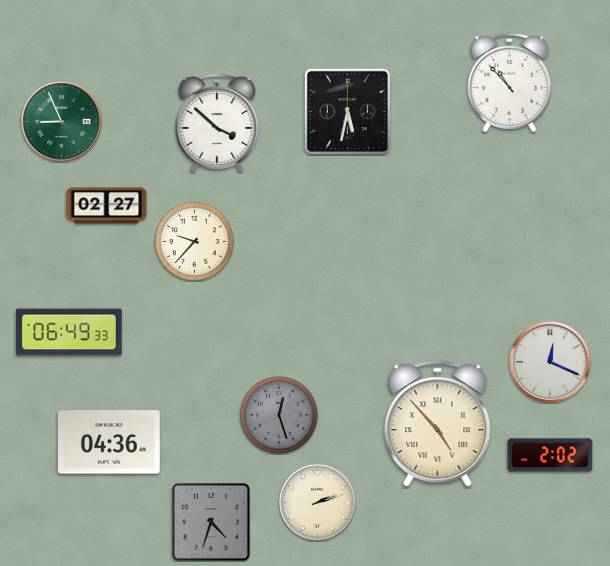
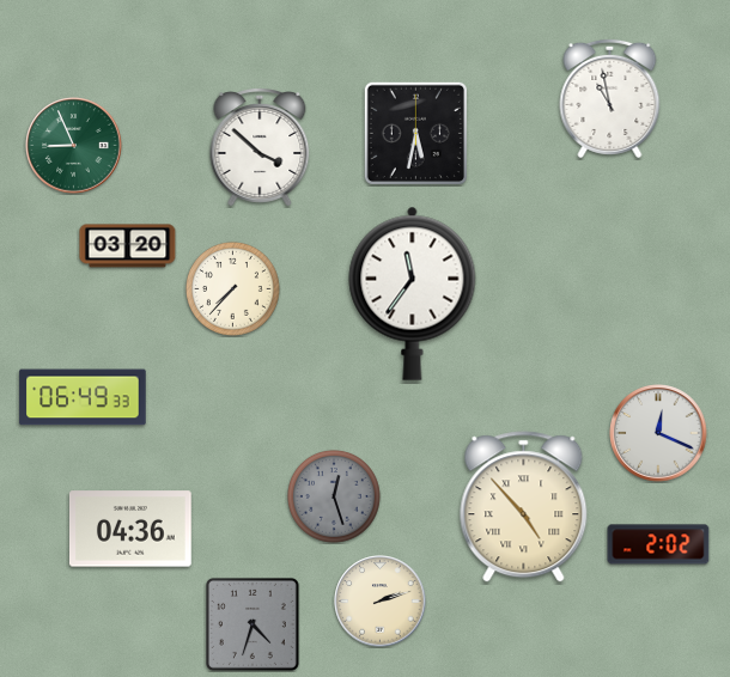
clock at (510, 82): 10:53 -> 10:58
clock at (107, 206): 02:27 -> 03:20
clock at (195, 242): 9:37 -> 7:37
clock at (413, 293): none -> 11:36
